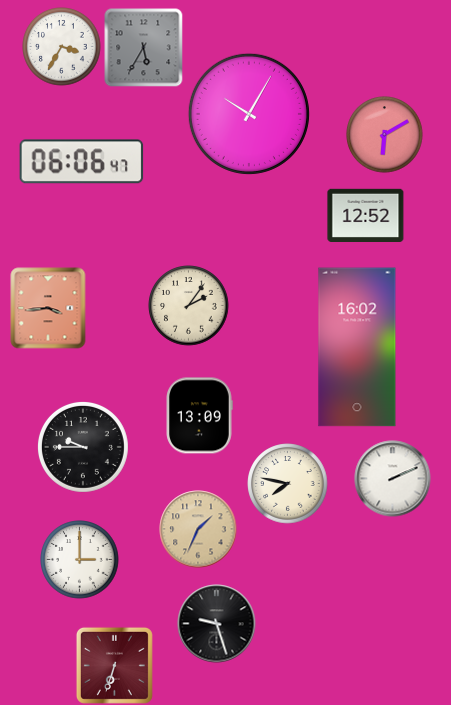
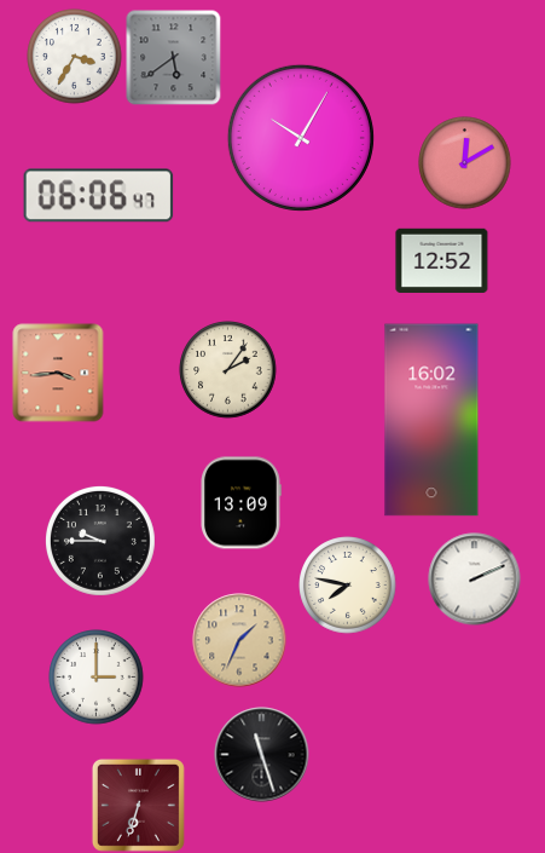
clock at (144, 48): 5:35 -> 5:39
clock at (385, 135): 6:10 -> 12:10
clock at (217, 624): 9:27 -> 11:27
